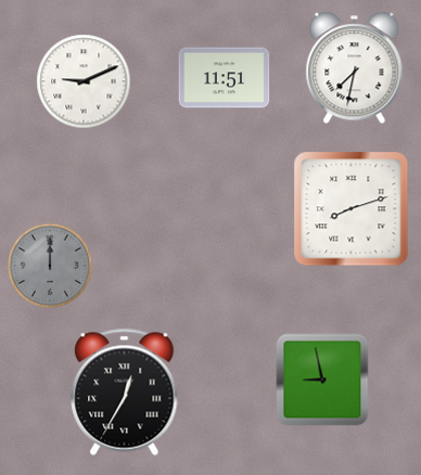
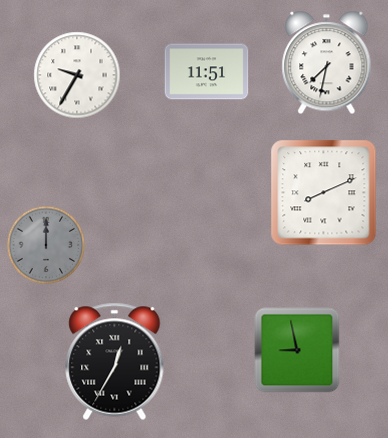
clock at (84, 81): 9:11 -> 9:35
clock at (352, 209): 8:12 -> 8:11
